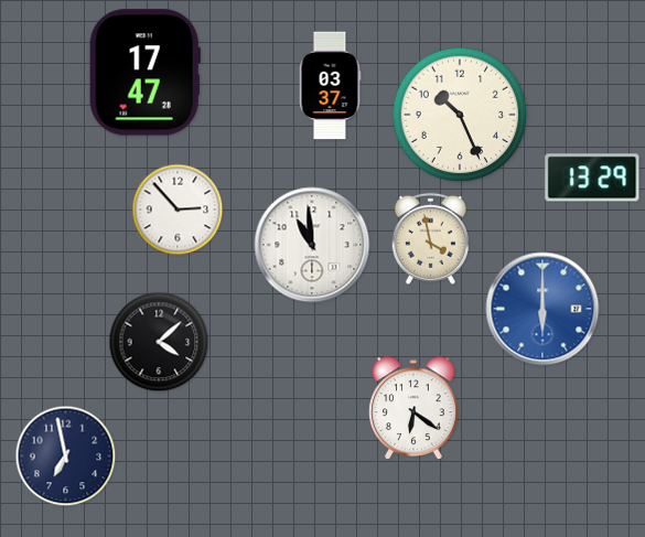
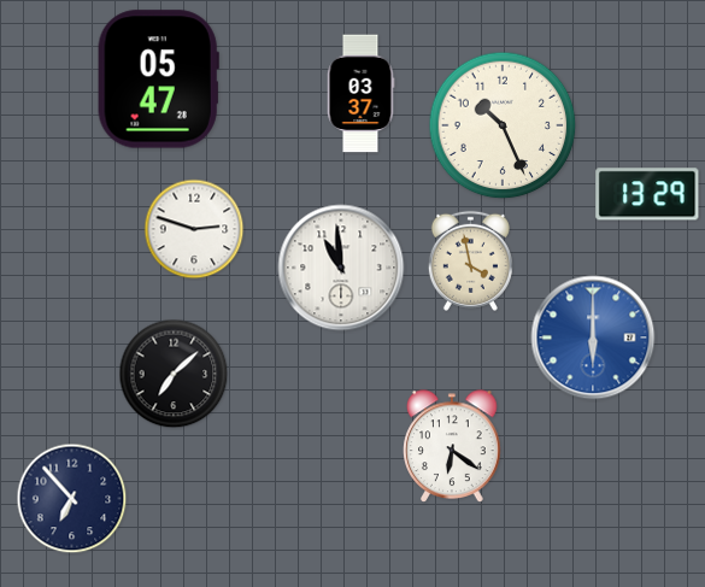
clock at (144, 73): 17:47 -> 05:47
clock at (178, 210): 2:53 -> 2:48
clock at (159, 342): 4:08 -> 7:08
clock at (66, 457): 6:58 -> 6:53
